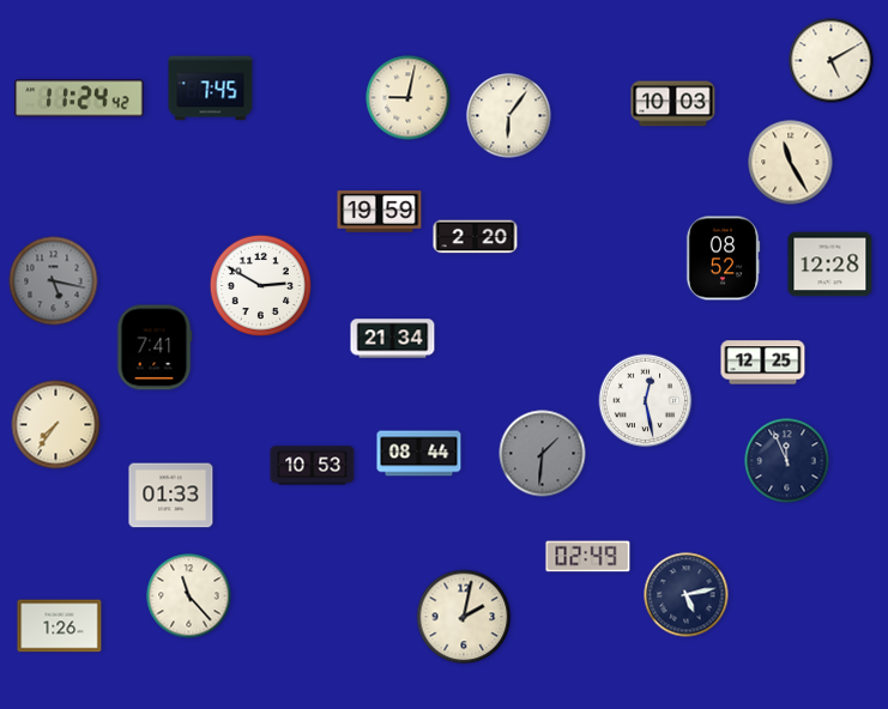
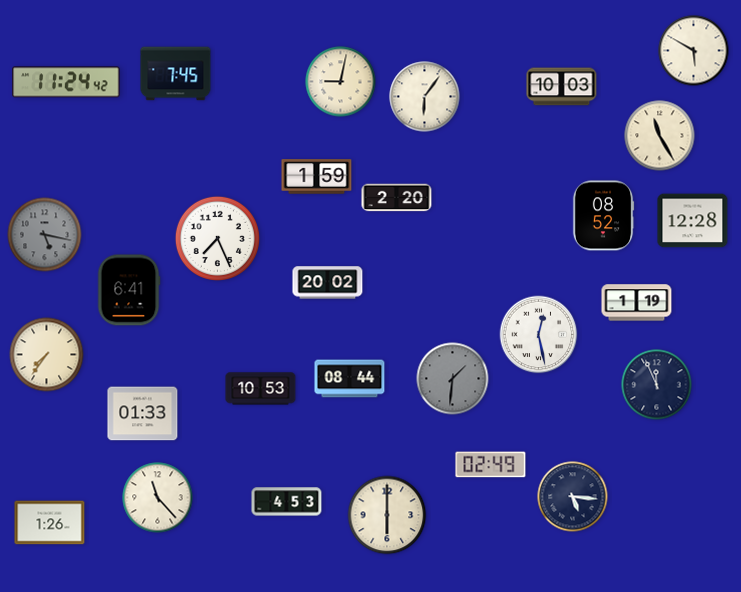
clock at (832, 61): 5:10 -> 5:50
clock at (380, 212): 19:59 -> 1:59
clock at (260, 285): 2:50 -> 7:26
clock at (393, 339): 21:34 -> 20:02
clock at (155, 347): 7:41 -> 6:41
clock at (763, 363): 12:25 -> 1:19
clock at (687, 595): 5:13 -> 5:16
clock at (287, 502): none -> 4:53
clock at (464, 617): 2:02 -> 6:00
